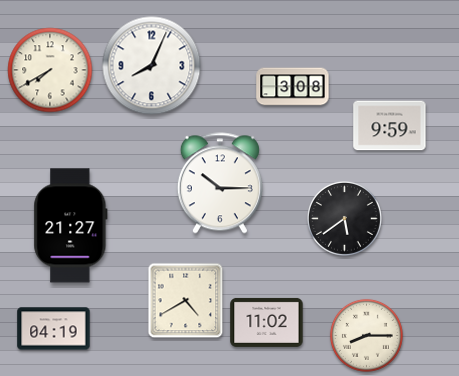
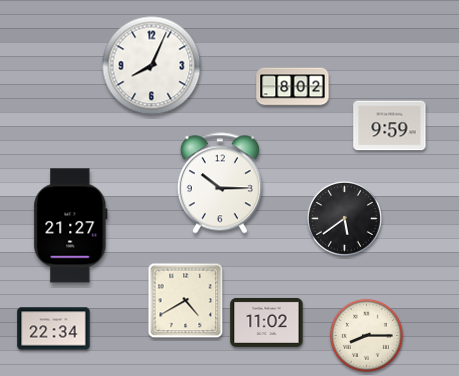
clock at (50, 70): 7:40 -> none
clock at (293, 87): 3:08 -> 8:02
clock at (54, 329): 04:19 -> 22:34
